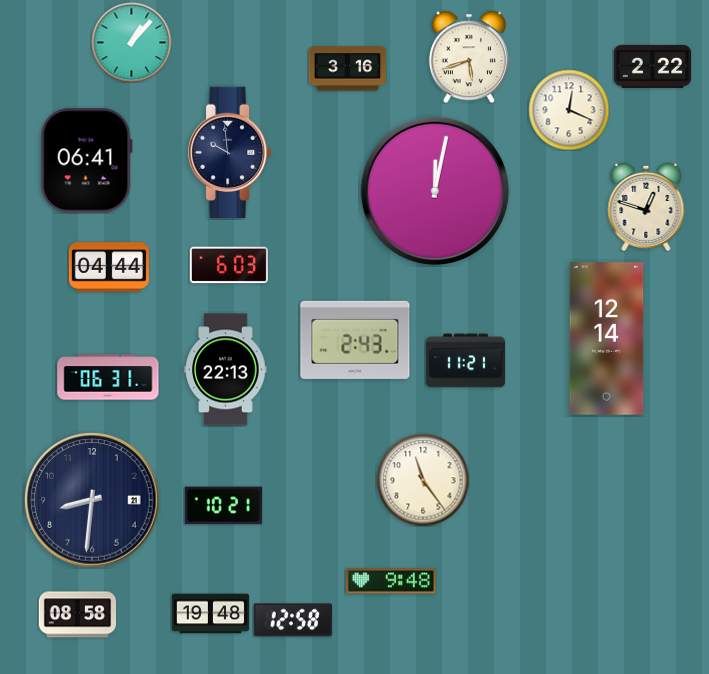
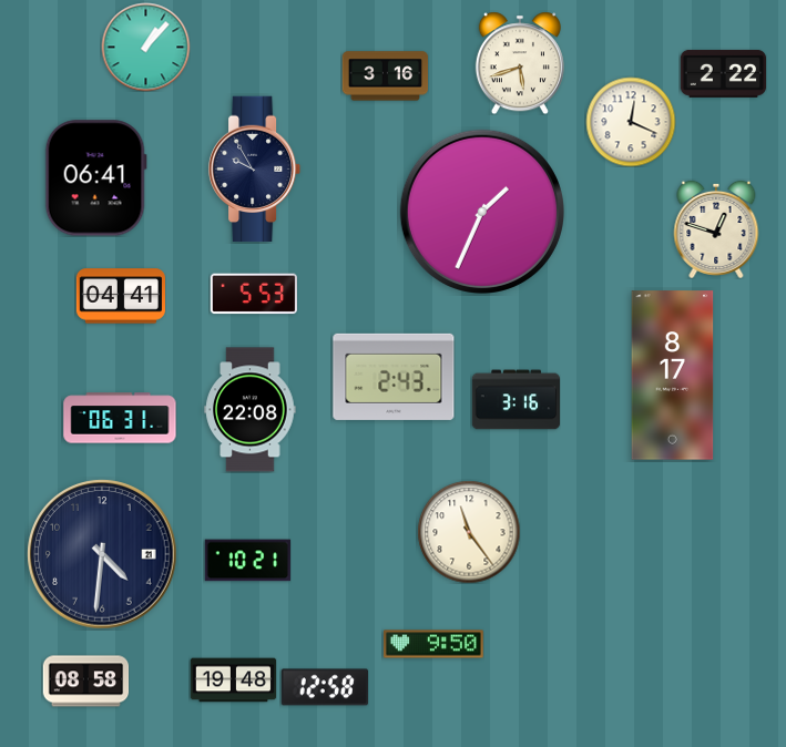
clock at (230, 153): 9:59 -> 9:55
clock at (435, 191): 12:02 -> 1:34
clock at (228, 265): 6:03 -> 5:53
clock at (108, 267): 04:44 -> 04:41
clock at (607, 339): 12:14 -> 8:17
clock at (465, 361): 11:21 -> 3:16
clock at (226, 370): 22:13 -> 22:08
clock at (92, 500): 8:31 -> 4:31
clock at (392, 581): 9:48 -> 9:50
